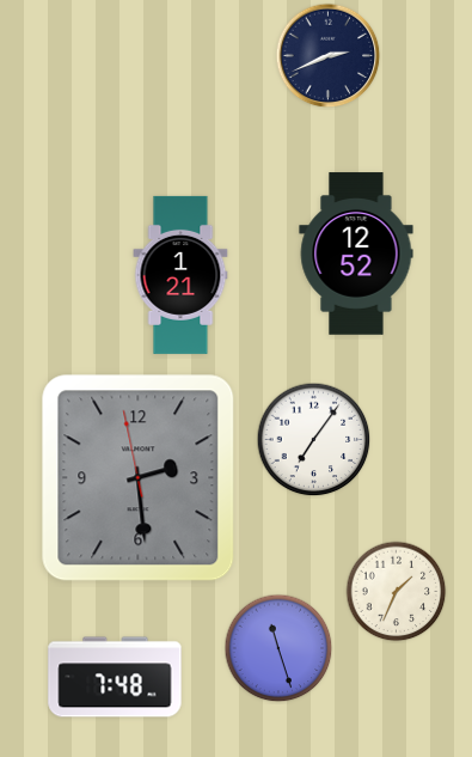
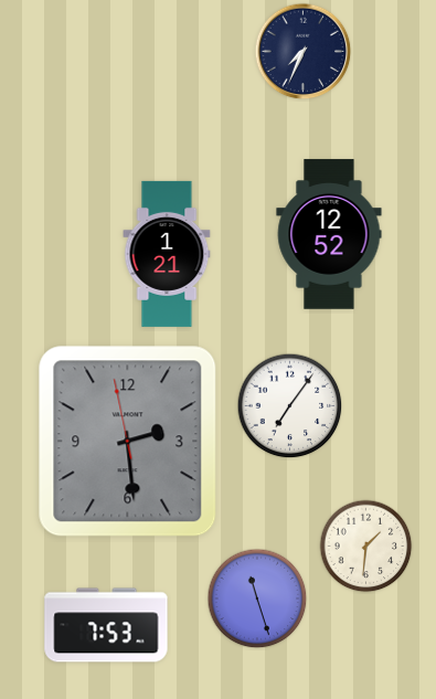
clock at (329, 56): 2:41 -> 7:34
clock at (397, 592): 1:34 -> 1:31
clock at (115, 677): 7:48 -> 7:53
